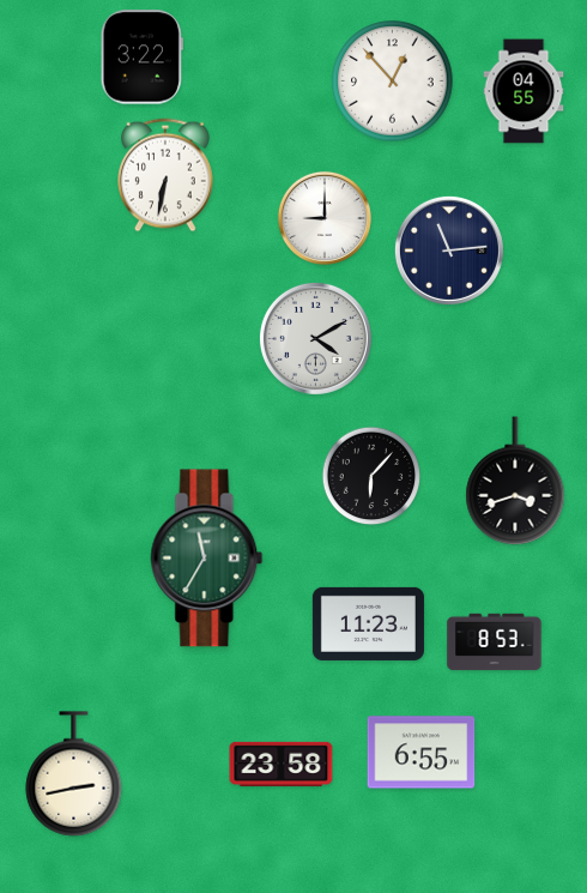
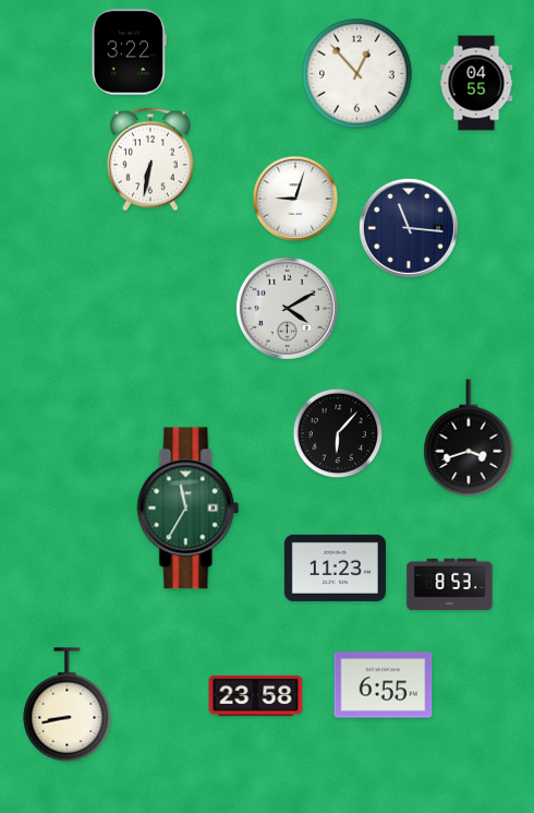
clock at (325, 218): 9:00 -> 9:03
clock at (449, 251): 11:14 -> 11:16
clock at (74, 774): 2:43 -> 8:43
